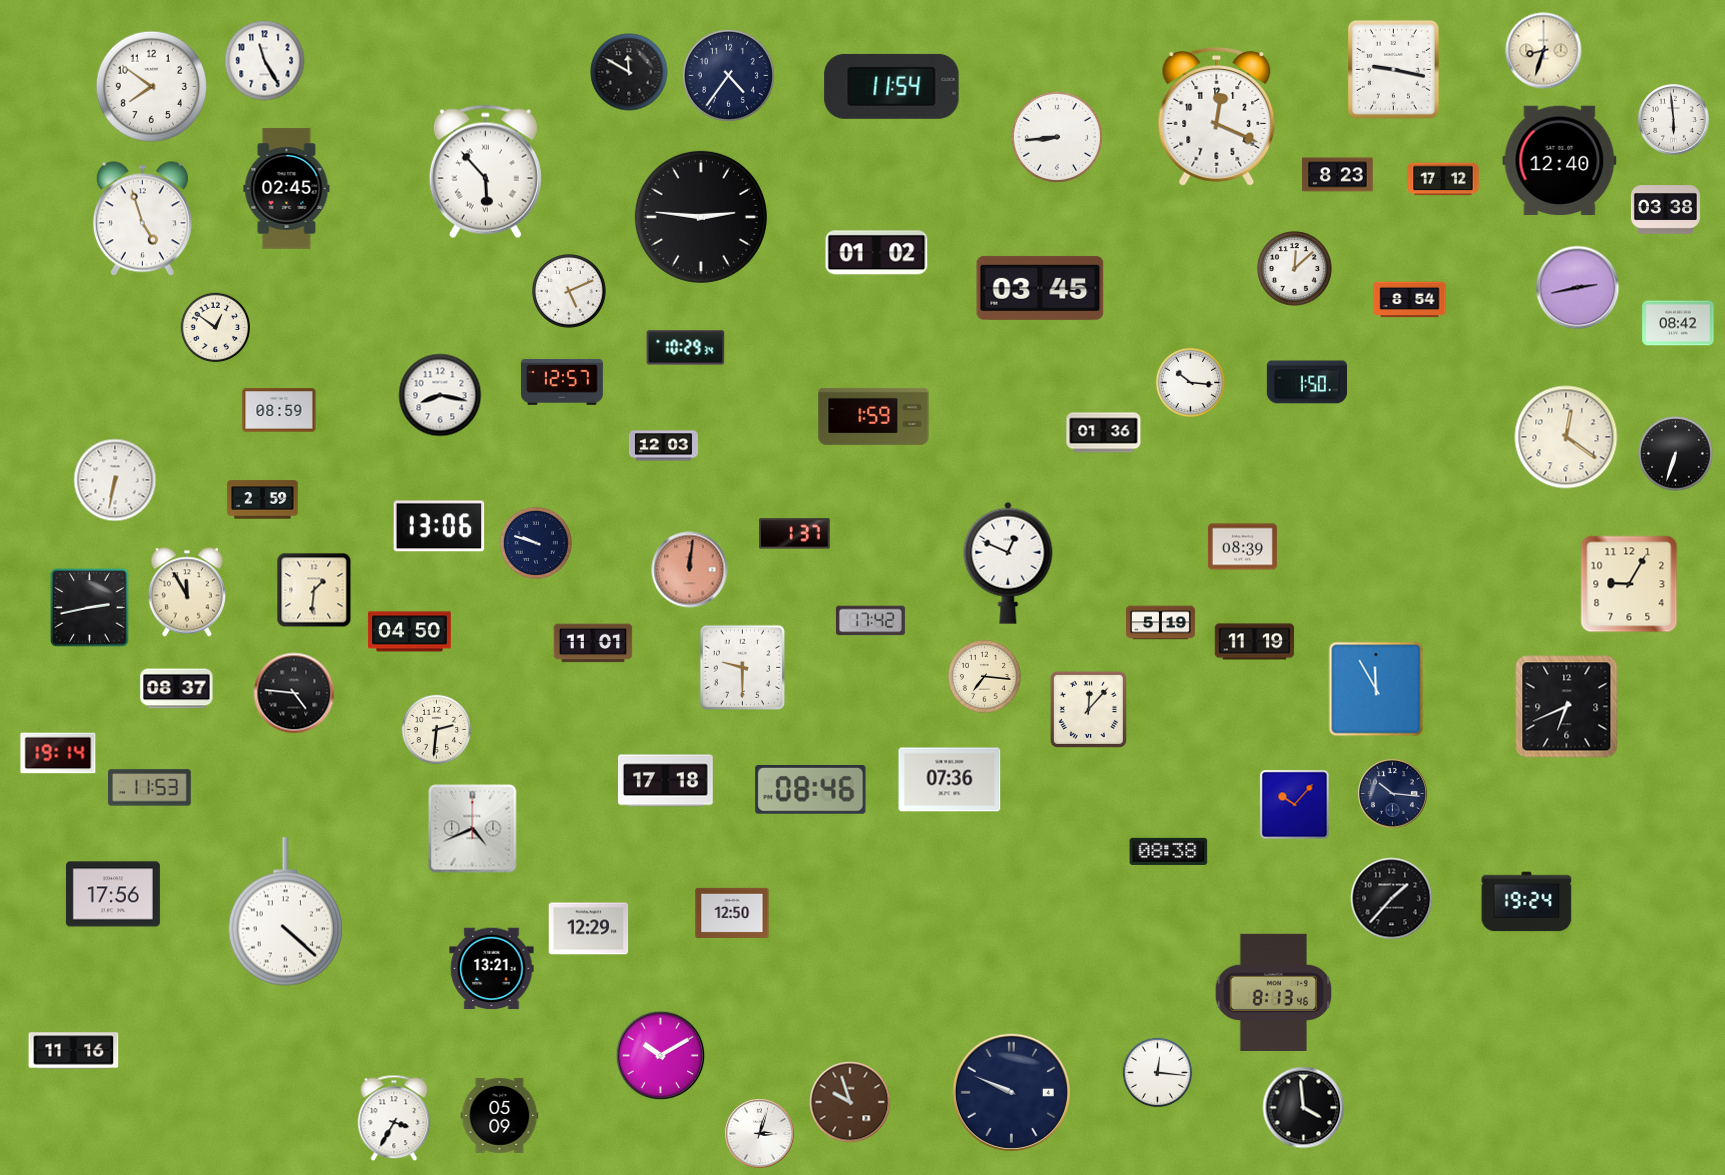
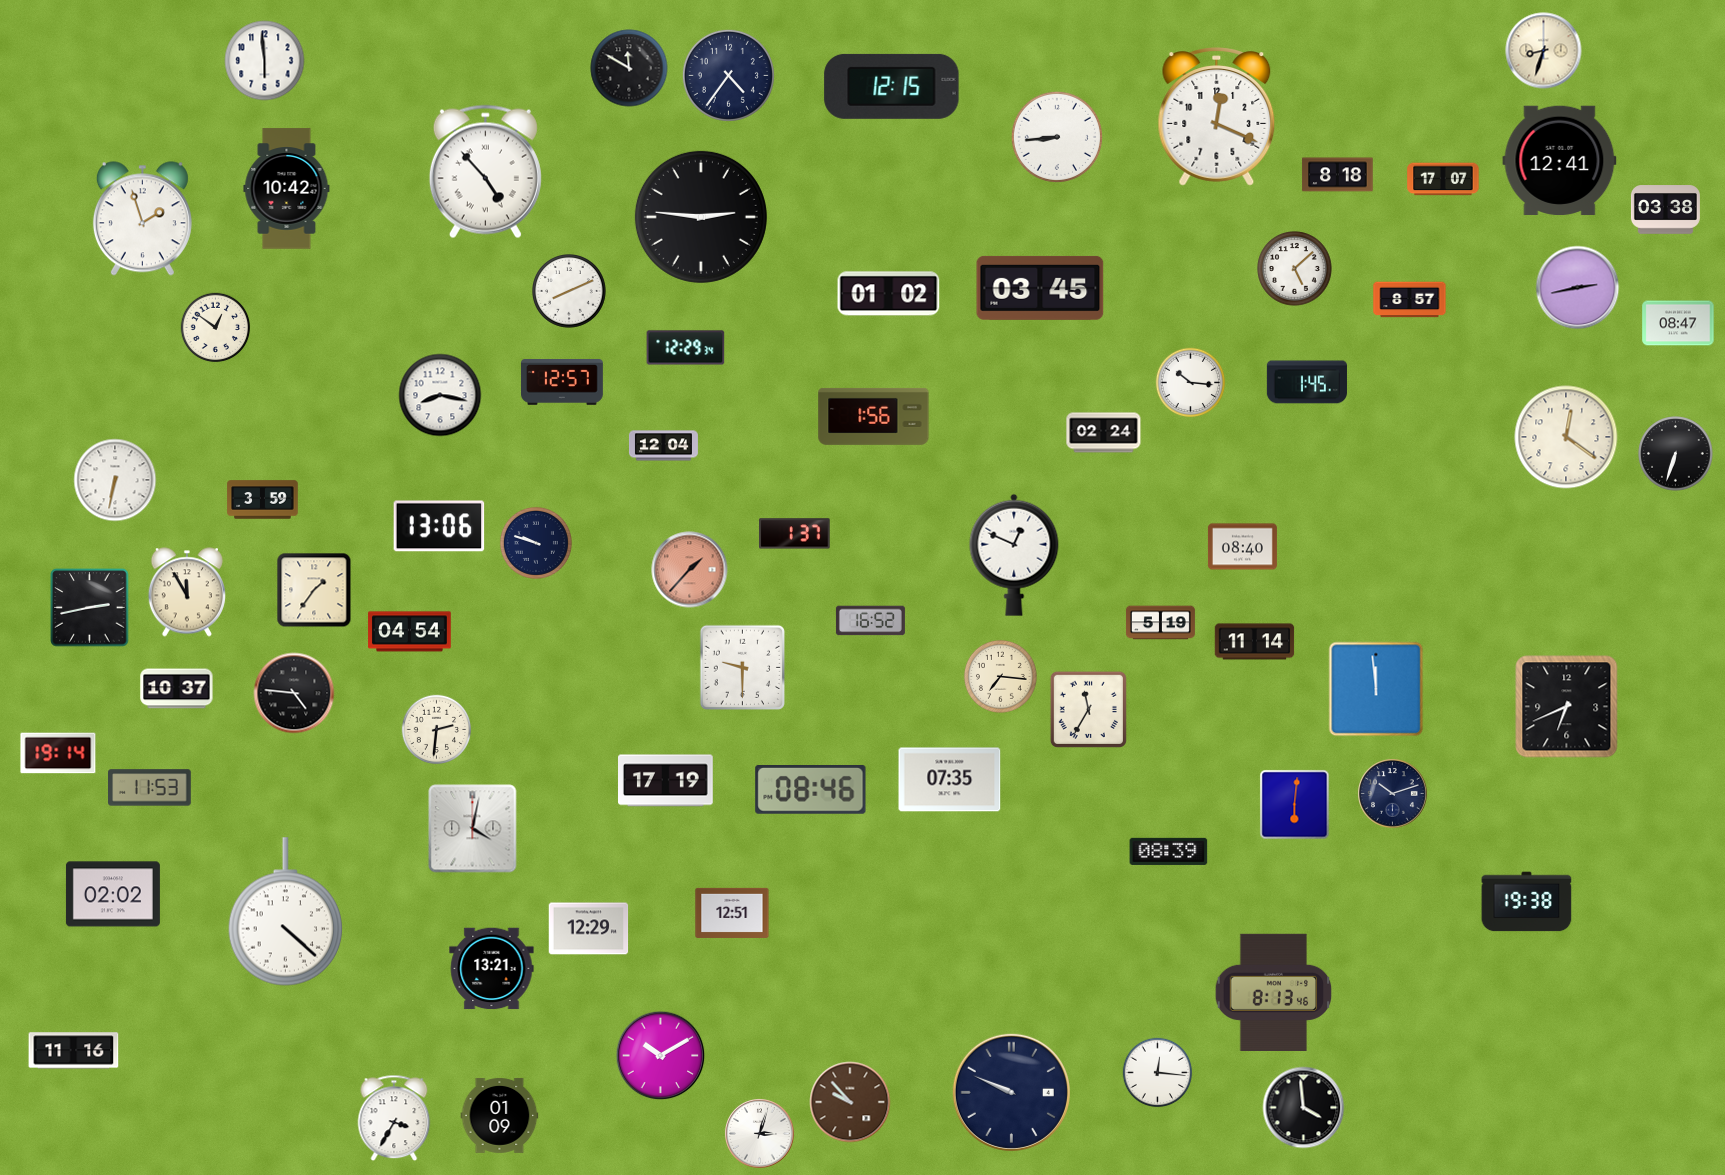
clock at (265, 61): 11:25 -> 5:59
clock at (1393, 69): 9:17 -> none
clock at (629, 72) position: (629, 72) -> (629, 68)
clock at (151, 86): 7:51 -> none
clock at (892, 86): 11:54 -> 12:15
clock at (1674, 120): 5:59 -> none
clock at (1560, 160): 12:40 -> 12:41
clock at (485, 172): 5:53 -> 4:53
clock at (1338, 175): 8:23 -> 8:18
clock at (1443, 179): 17:12 -> 17:07
clock at (287, 189): 02:45 -> 10:42
clock at (142, 219): 4:57 -> 1:57
clock at (877, 253) position: (877, 253) -> (889, 294)
clock at (1295, 269): 12:08 -> 5:08
clock at (570, 292): 5:11 -> 8:11
clock at (1410, 300): 8:54 -> 8:57
clock at (1678, 323): 08:42 -> 08:47
clock at (686, 348): 10:29 -> 12:29
clock at (1307, 382): 1:50 -> 1:45
clock at (279, 410): 08:59 -> none
clock at (874, 416): 1:59 -> 1:56
clock at (1104, 433): 01:36 -> 02:24
clock at (663, 446): 12:03 -> 12:04
clock at (263, 500): 2:59 -> 3:59
clock at (1242, 547): 08:39 -> 08:40
clock at (1008, 563) position: (1008, 563) -> (1014, 555)
clock at (690, 570): 12:01 -> 1:37
clock at (1629, 584): 9:05 -> none
clock at (314, 590): 1:31 -> 1:36
clock at (870, 621): 17:42 -> 16:52
clock at (410, 632): 04:50 -> 04:54
clock at (1255, 642): 11:19 -> 11:14
clock at (593, 643): 11:01 -> none
clock at (984, 676) position: (984, 676) -> (1000, 676)
clock at (177, 689): 08:37 -> 10:37
clock at (1376, 689): 11:55 -> 11:59
clock at (1088, 709): 12:07 -> 11:35
clock at (950, 780): 07:36 -> 07:35
clock at (666, 781): 17:18 -> 17:19
clock at (1393, 794): 10:16 -> 10:12
clock at (1295, 805): 10:07 -> 6:01
clock at (473, 829): 4:41 -> 4:02
clock at (1169, 851): 08:38 -> 08:39
clock at (113, 894): 17:56 -> 02:02
clock at (1392, 899): 1:37 -> none
clock at (1527, 902): 19:24 -> 19:38
clock at (732, 913): 12:50 -> 12:51
clock at (850, 1102): 9:57 -> 9:53
clock at (500, 1115): 05:09 -> 01:09
